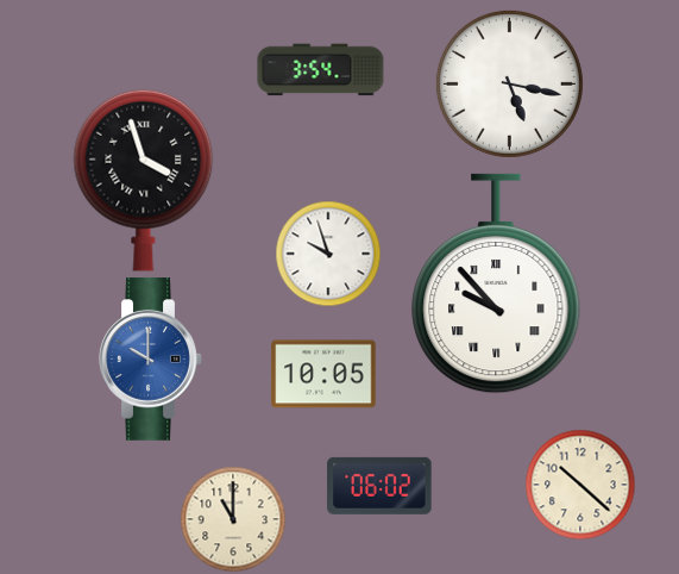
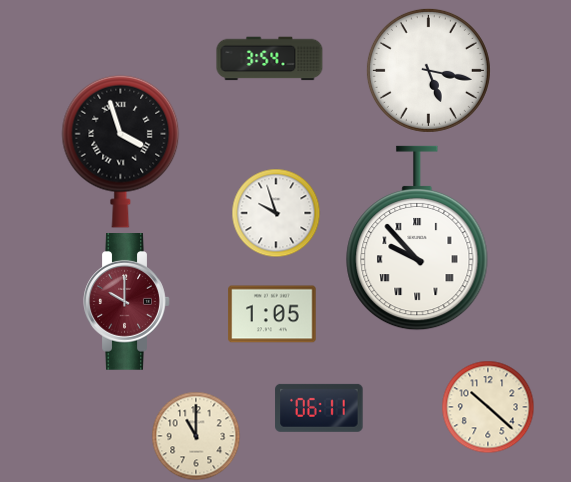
clock at (151, 360) dial: blue -> burgundy
clock at (323, 374): 10:05 -> 1:05
clock at (379, 486): 06:02 -> 06:11
